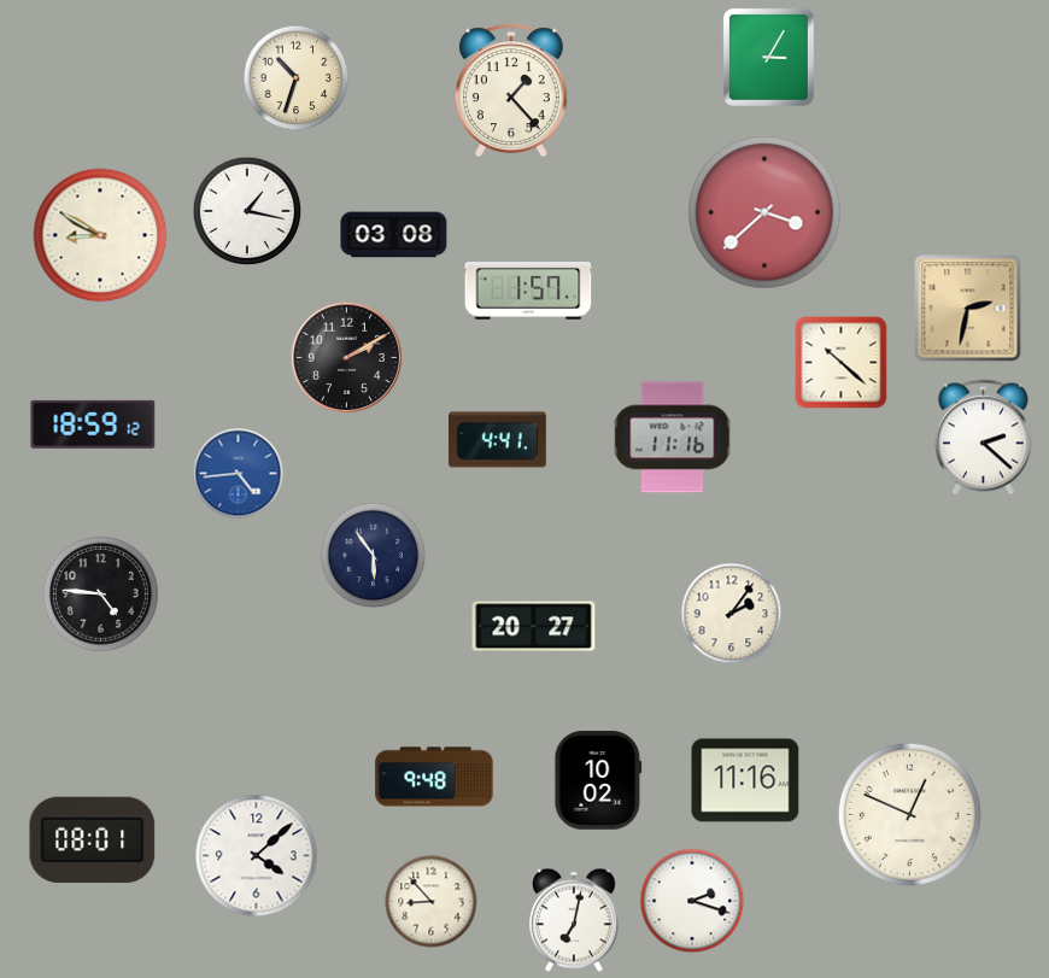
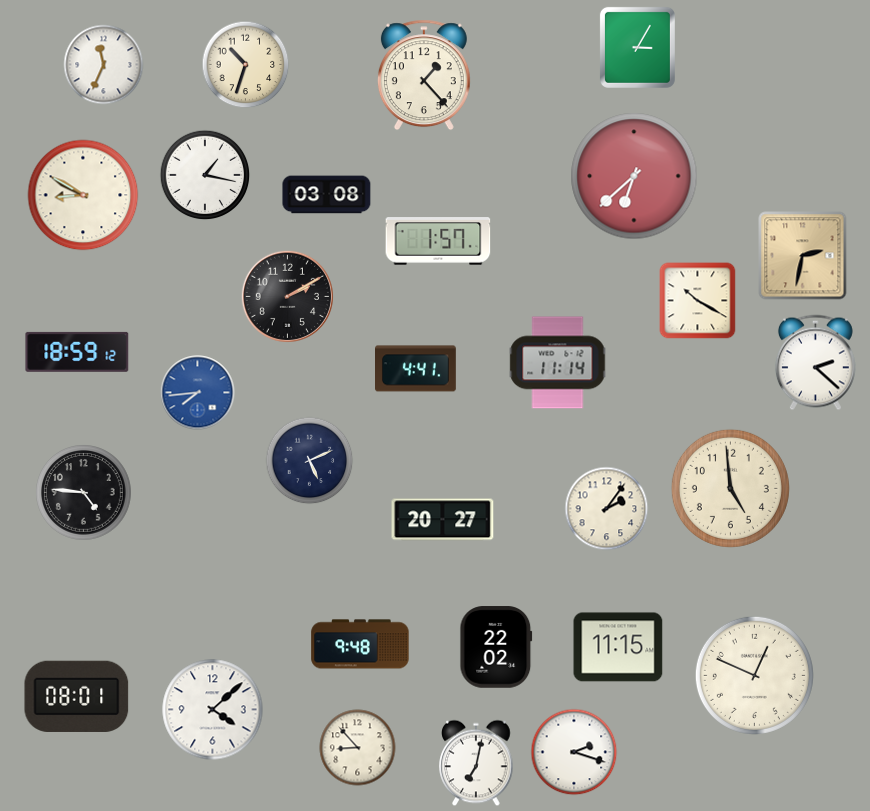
clock at (104, 65): none -> 11:34
clock at (764, 212): 3:38 -> 6:38
clock at (842, 363): 10:22 -> 10:20
clock at (673, 438): 11:16 -> 11:14
clock at (498, 440) position: (498, 440) -> (416, 369)
clock at (239, 474): 4:44 -> 7:44
clock at (374, 556): 5:54 -> 5:11
clock at (730, 488): none -> 4:59
clock at (598, 780): 10:02 -> 22:02
clock at (745, 780): 11:16 -> 11:15
clock at (692, 901) position: (692, 901) -> (574, 752)
